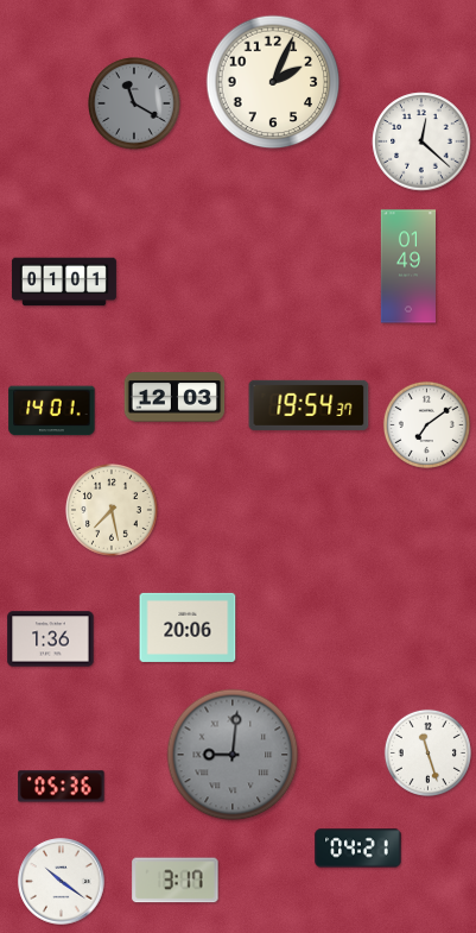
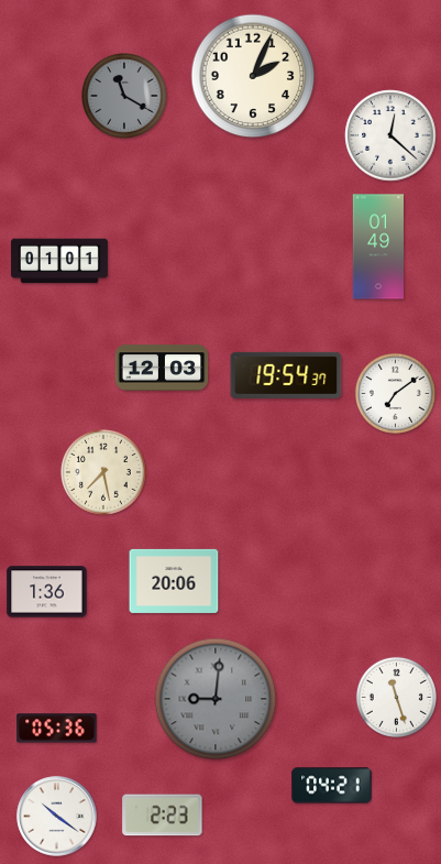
clock at (421, 141) position: (421, 141) -> (390, 135)
clock at (52, 411): 14:01 -> none
clock at (176, 881): 3:17 -> 2:23
